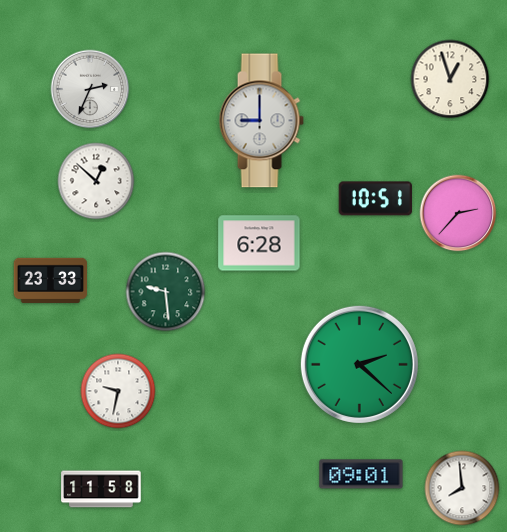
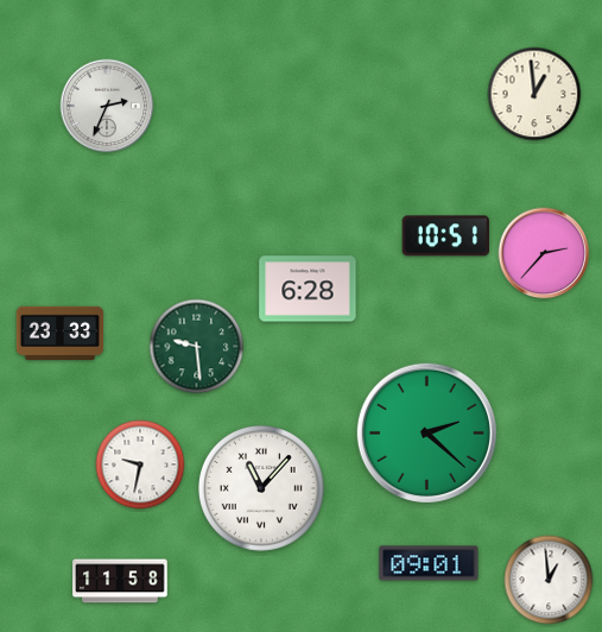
clock at (450, 79): 12:57 -> 12:59
clock at (261, 121): 9:00 -> none
clock at (96, 181): 12:52 -> none
clock at (261, 488): none -> 11:07
clock at (462, 488): 7:59 -> 12:59
